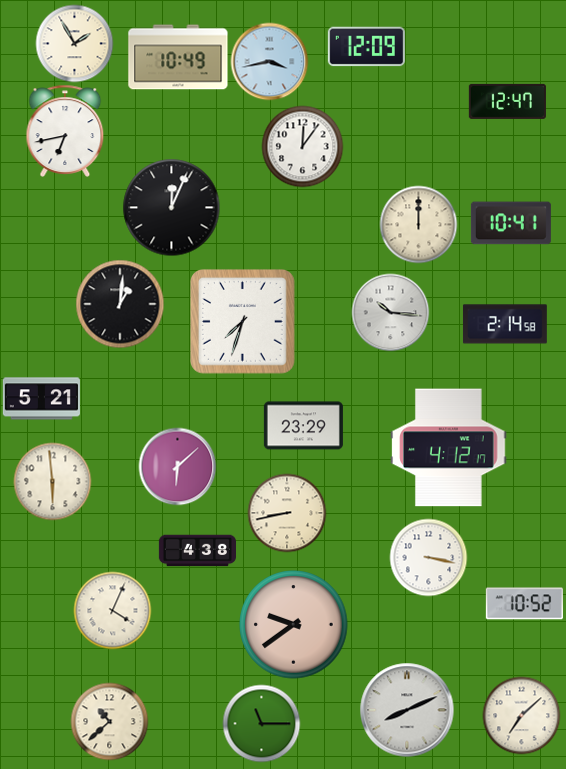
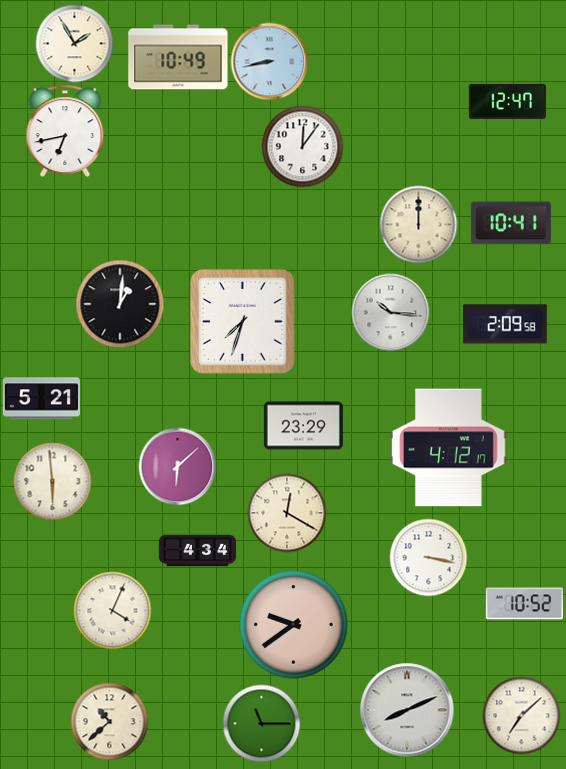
clock at (366, 47): 12:09 -> none
clock at (269, 61): 3:43 -> 8:43
clock at (171, 207): 12:04 -> none
clock at (505, 324): 2:14 -> 2:09
clock at (287, 513): 8:43 -> 12:20
clock at (197, 551): 4:38 -> 4:34
